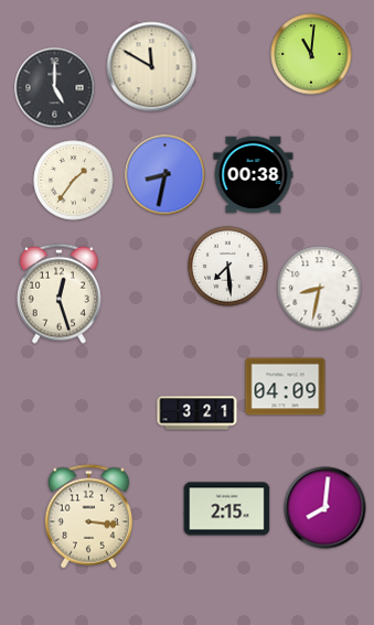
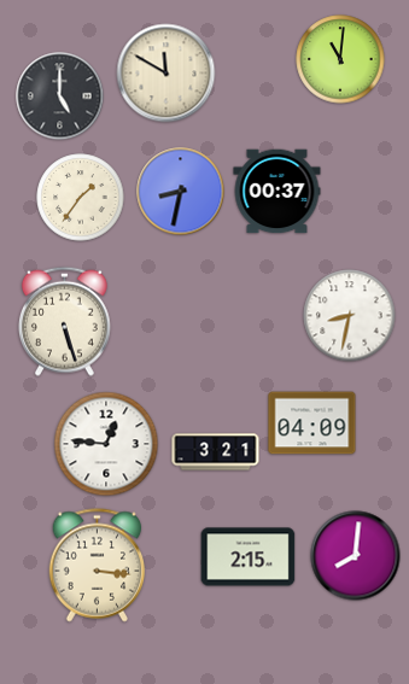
clock at (254, 175): 00:38 -> 00:37
clock at (228, 267): 7:29 -> none
clock at (58, 293): 12:27 -> 5:27
clock at (106, 444): none -> 12:46
